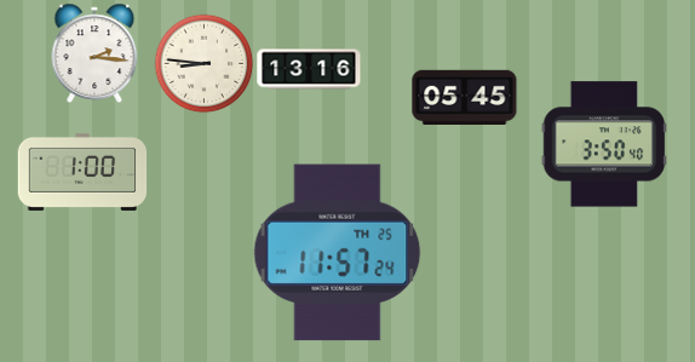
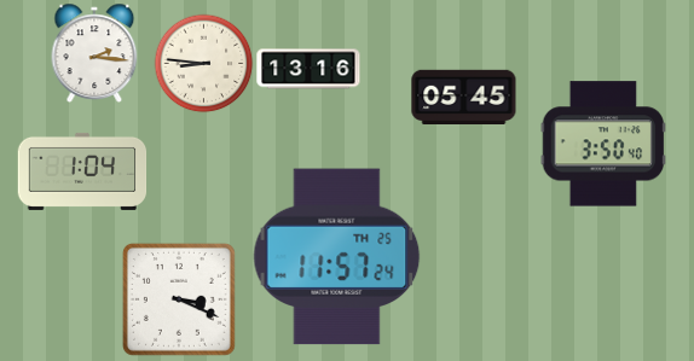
clock at (82, 172): 1:00 -> 1:04
clock at (338, 253) position: (338, 253) -> (337, 257)
clock at (179, 299): none -> 3:19
